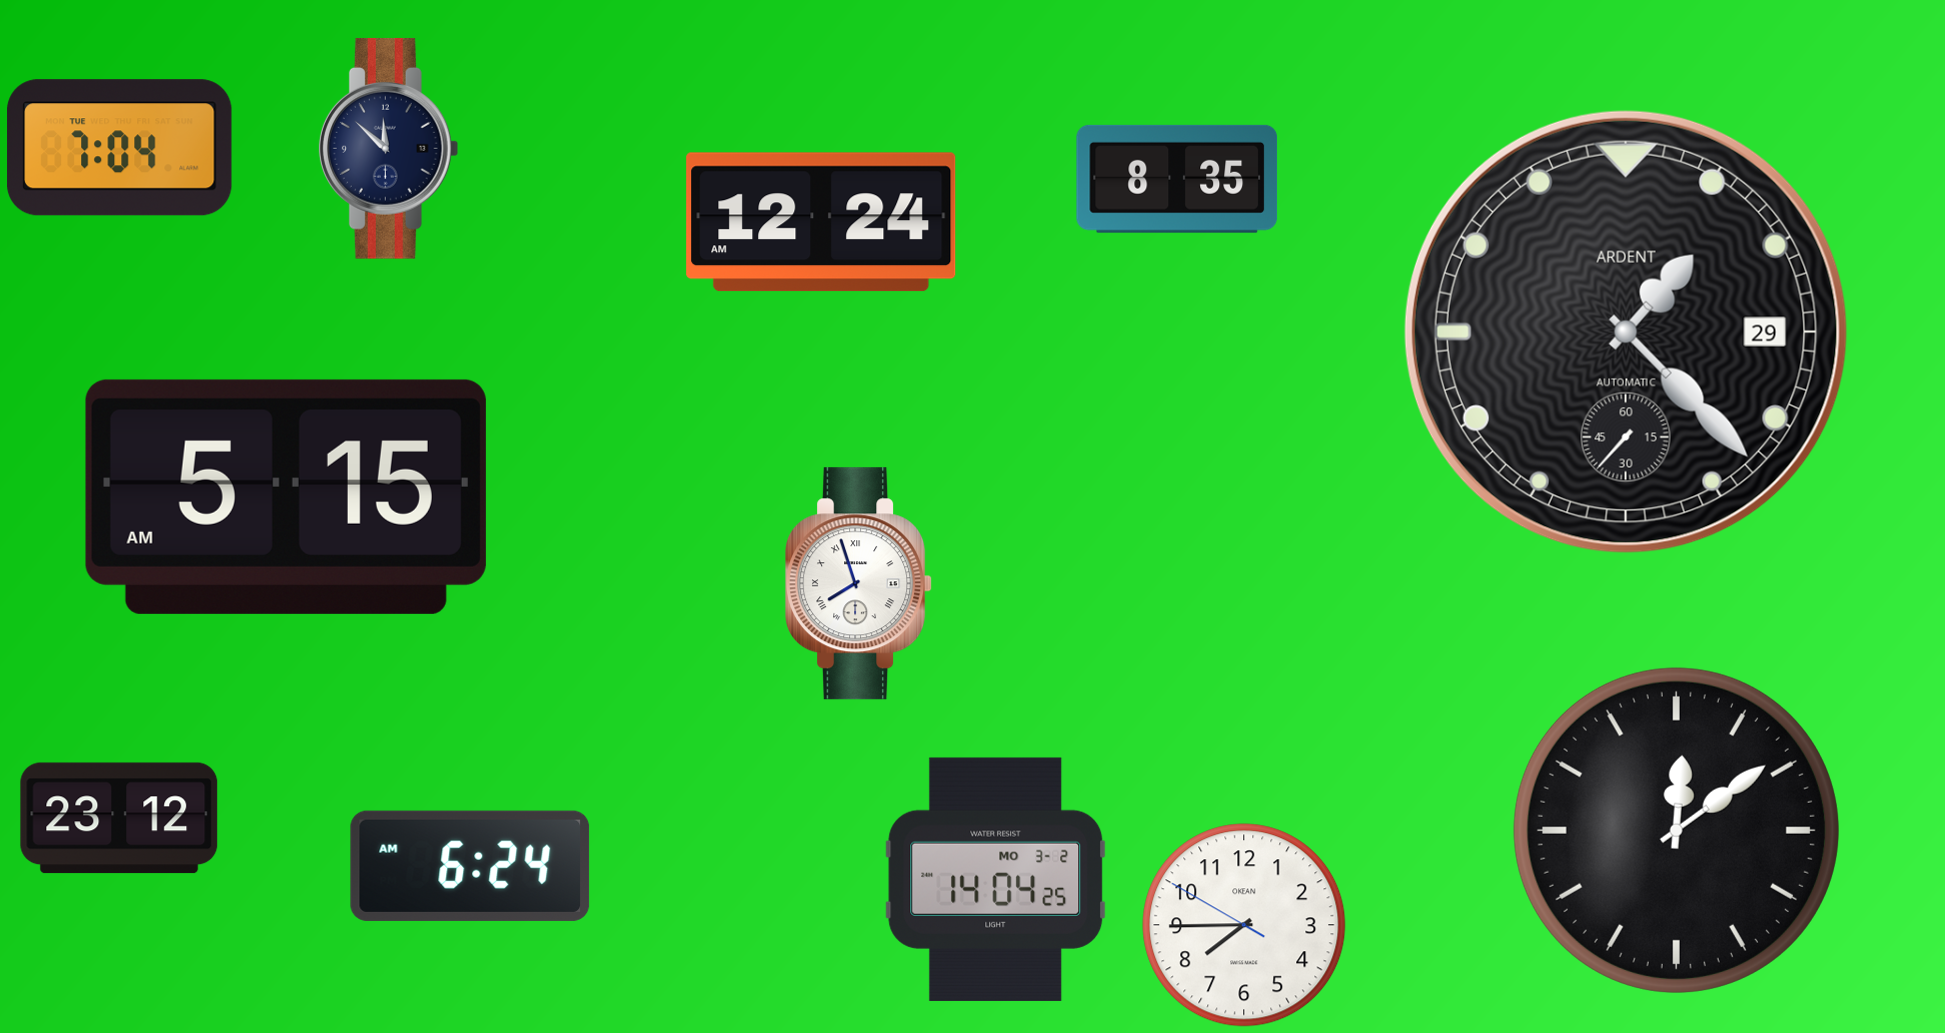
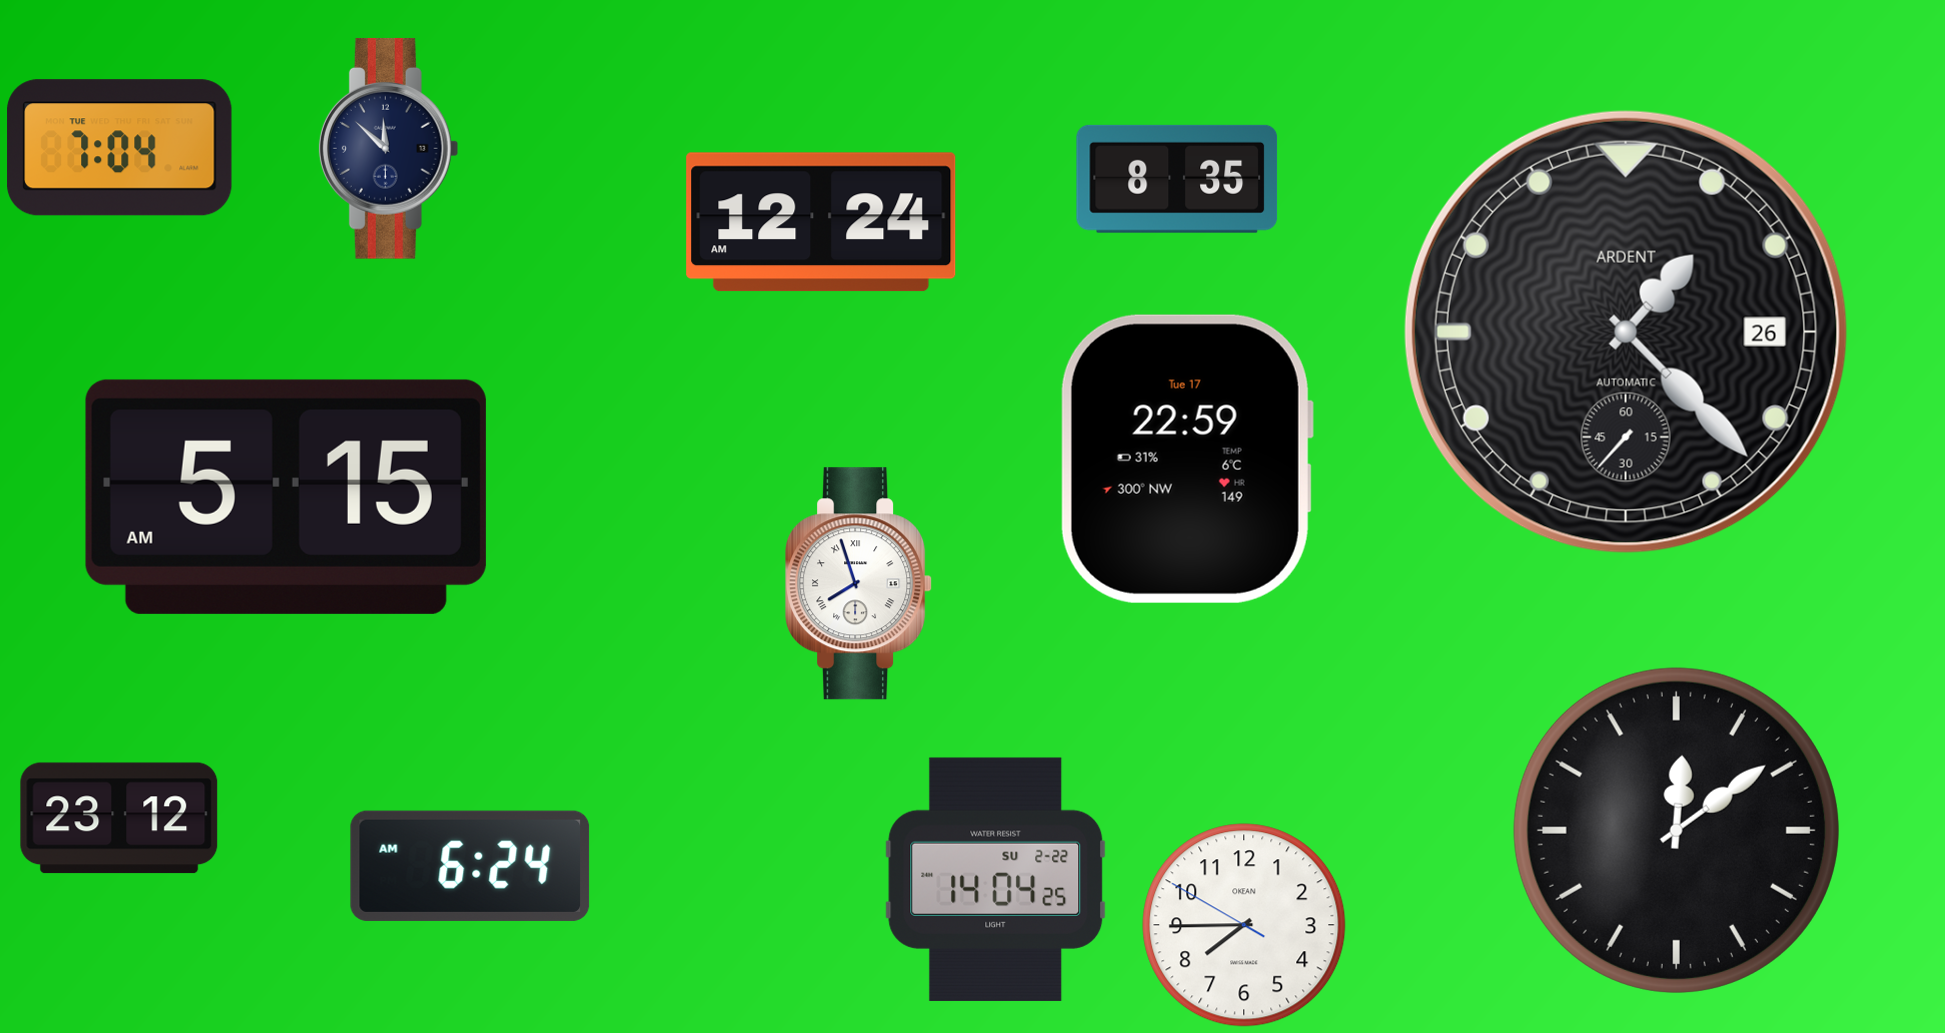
clock at (1626, 332) date: 29 -> 26
clock at (1186, 459): none -> 22:59
clock at (996, 879) date: MO 3-2 -> SU 2-22
